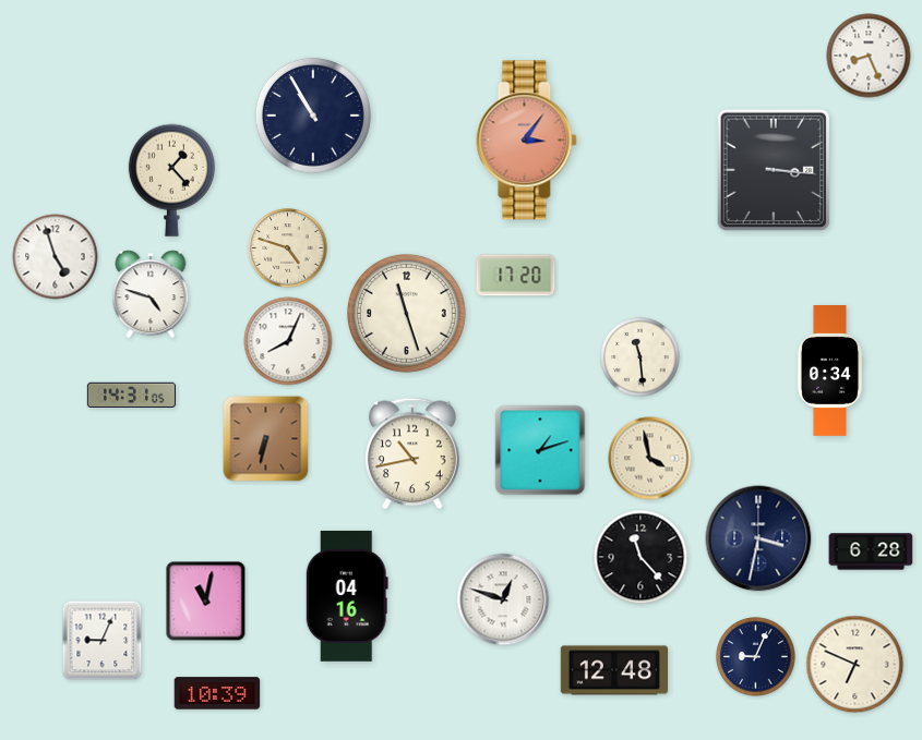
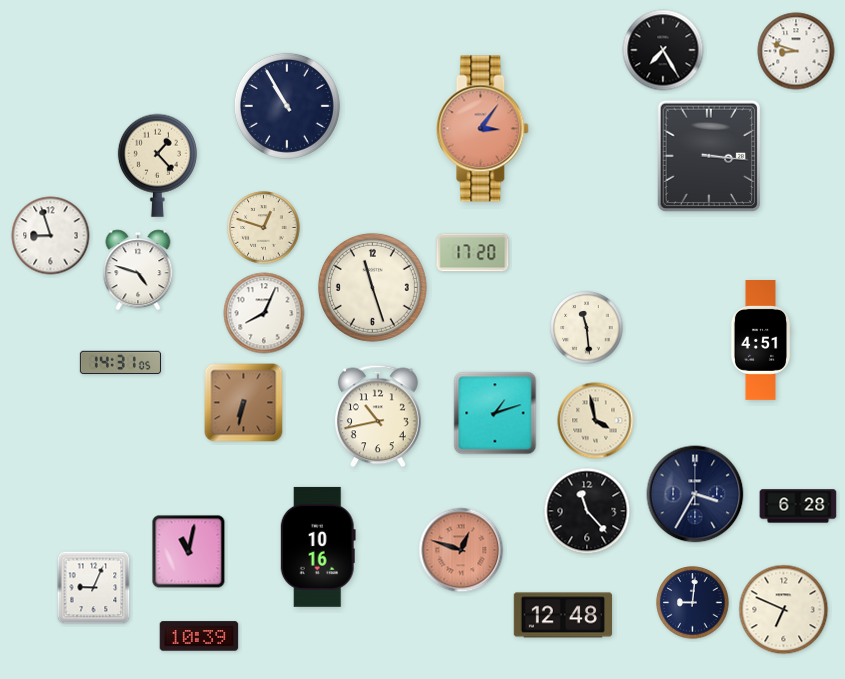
clock at (663, 50): none -> 7:25
clock at (869, 56): 8:26 -> 8:48
clock at (288, 248): 4:48 -> 12:48
clock at (56, 257): 4:57 -> 8:57
clock at (830, 372): 0:34 -> 4:51
clock at (758, 538): 3:32 -> 3:35
clock at (347, 596): 04:16 -> 10:16
clock at (503, 599) dial: white -> salmon
clock at (756, 657): 9:04 -> 9:01
